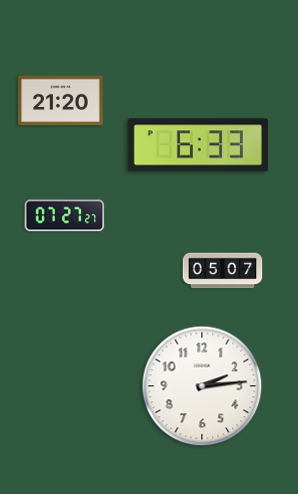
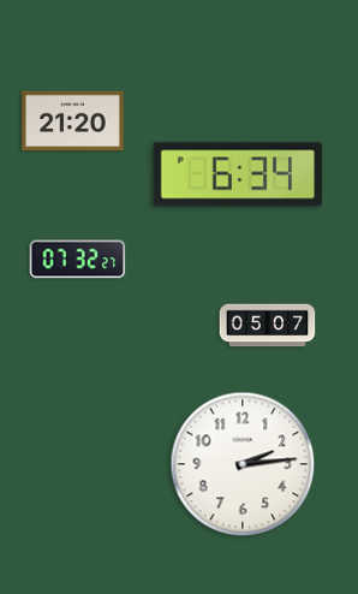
clock at (197, 145): 6:33 -> 6:34
clock at (65, 216): 07:27 -> 07:32
